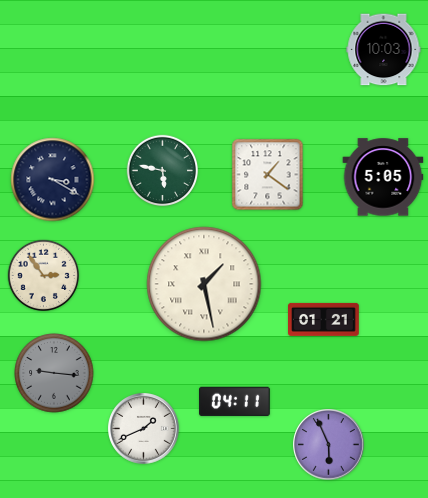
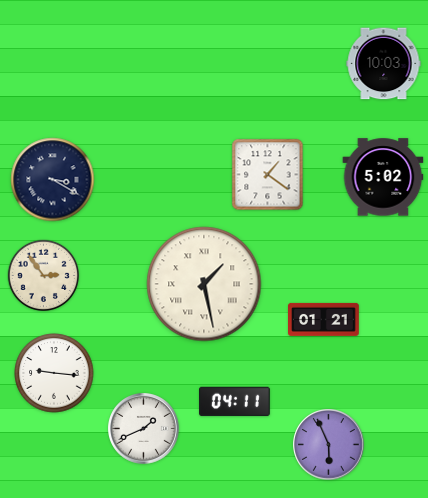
clock at (384, 50) position: (384, 50) -> (384, 64)
clock at (163, 171): 5:47 -> none
clock at (383, 177): 5:05 -> 5:02
clock at (54, 373) dial: grey -> white
